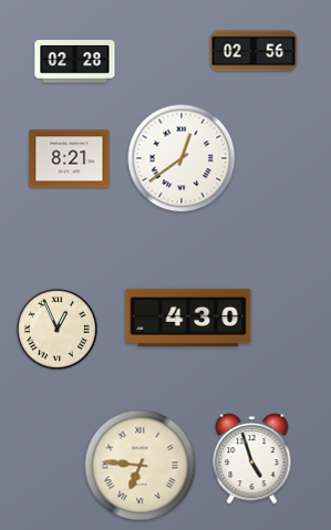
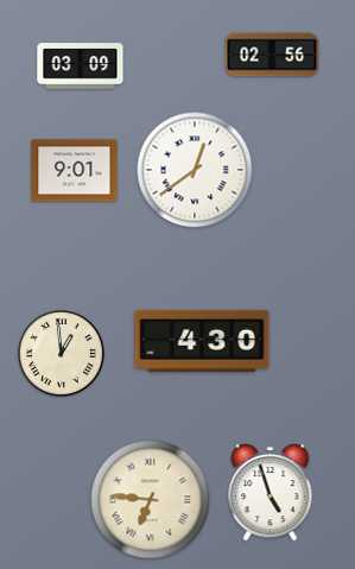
clock at (75, 62): 02:28 -> 03:09
clock at (70, 159): 8:21 -> 9:01
clock at (58, 330): 12:56 -> 12:59
